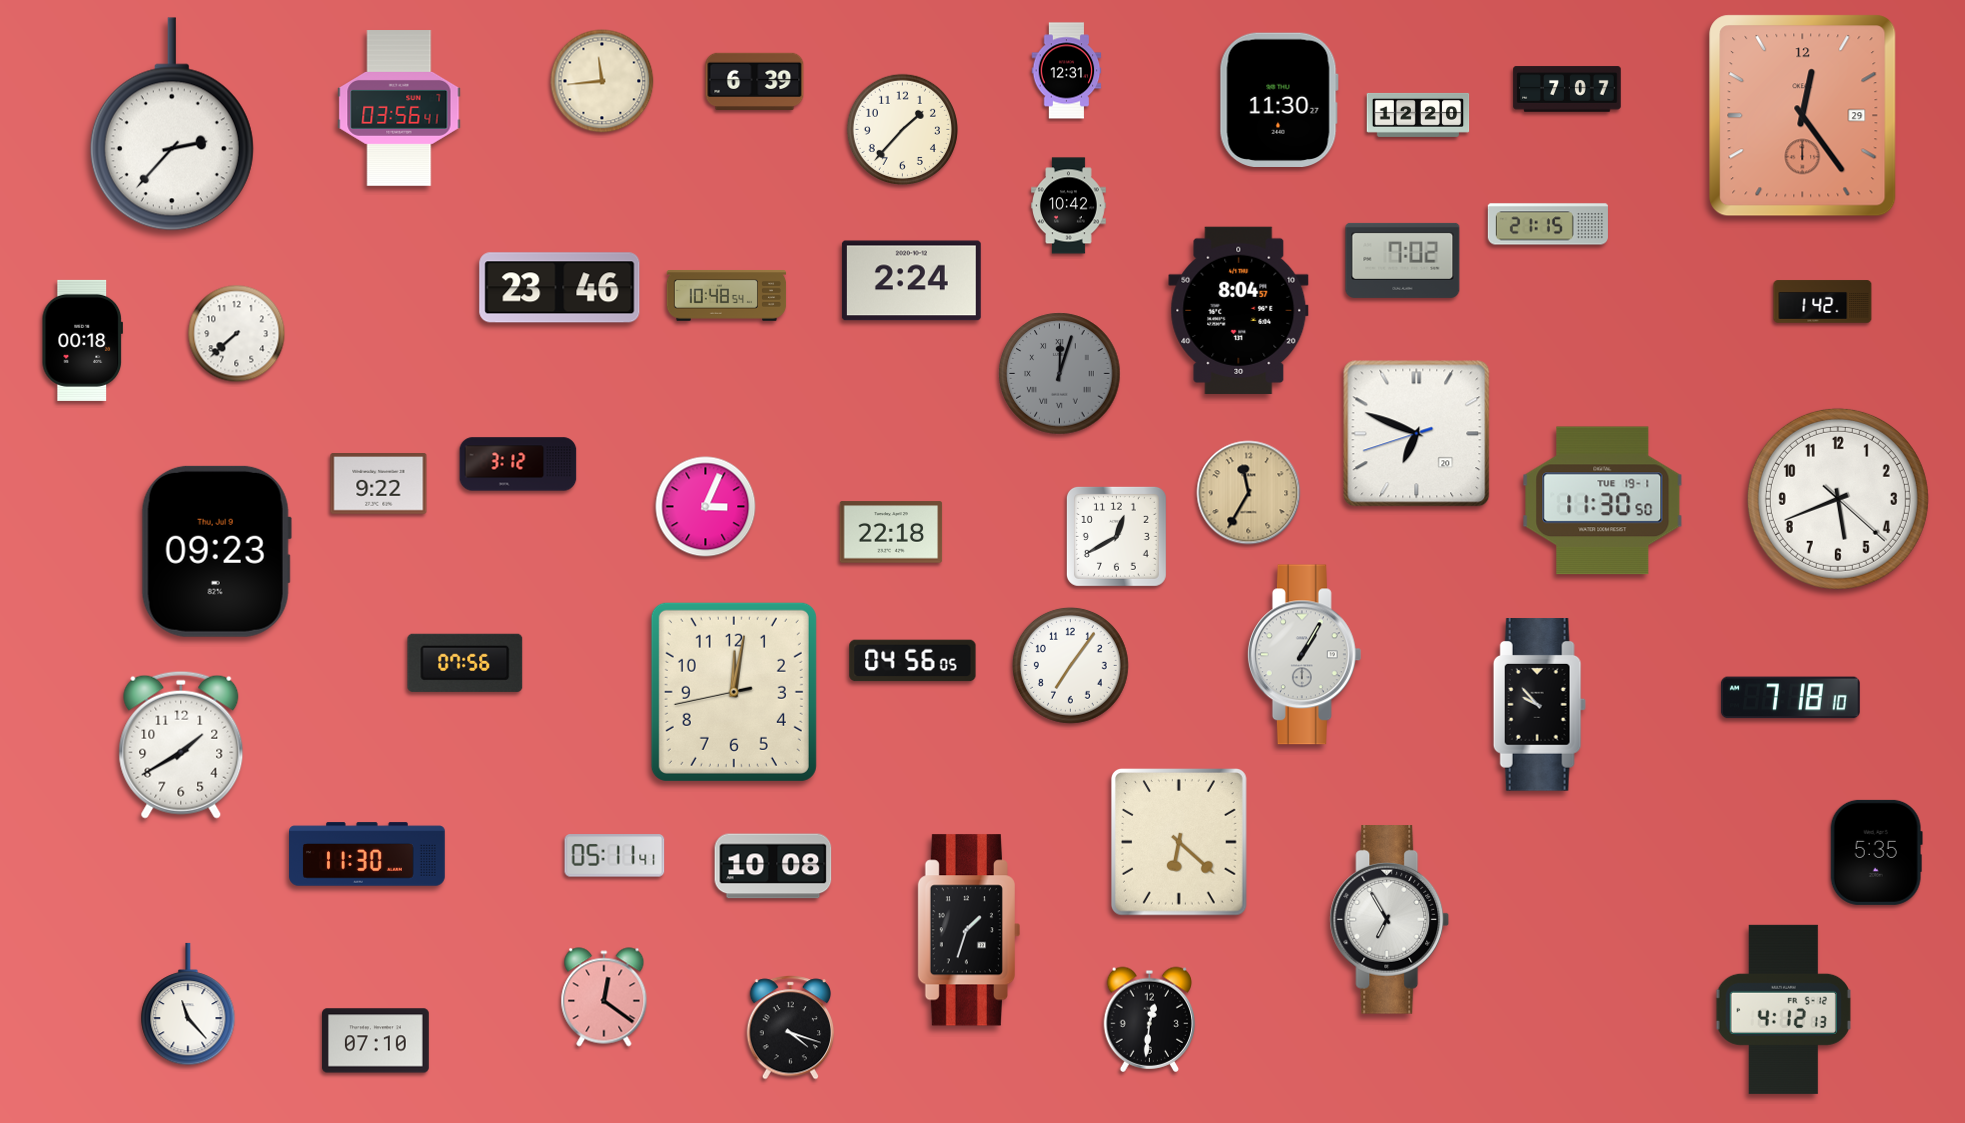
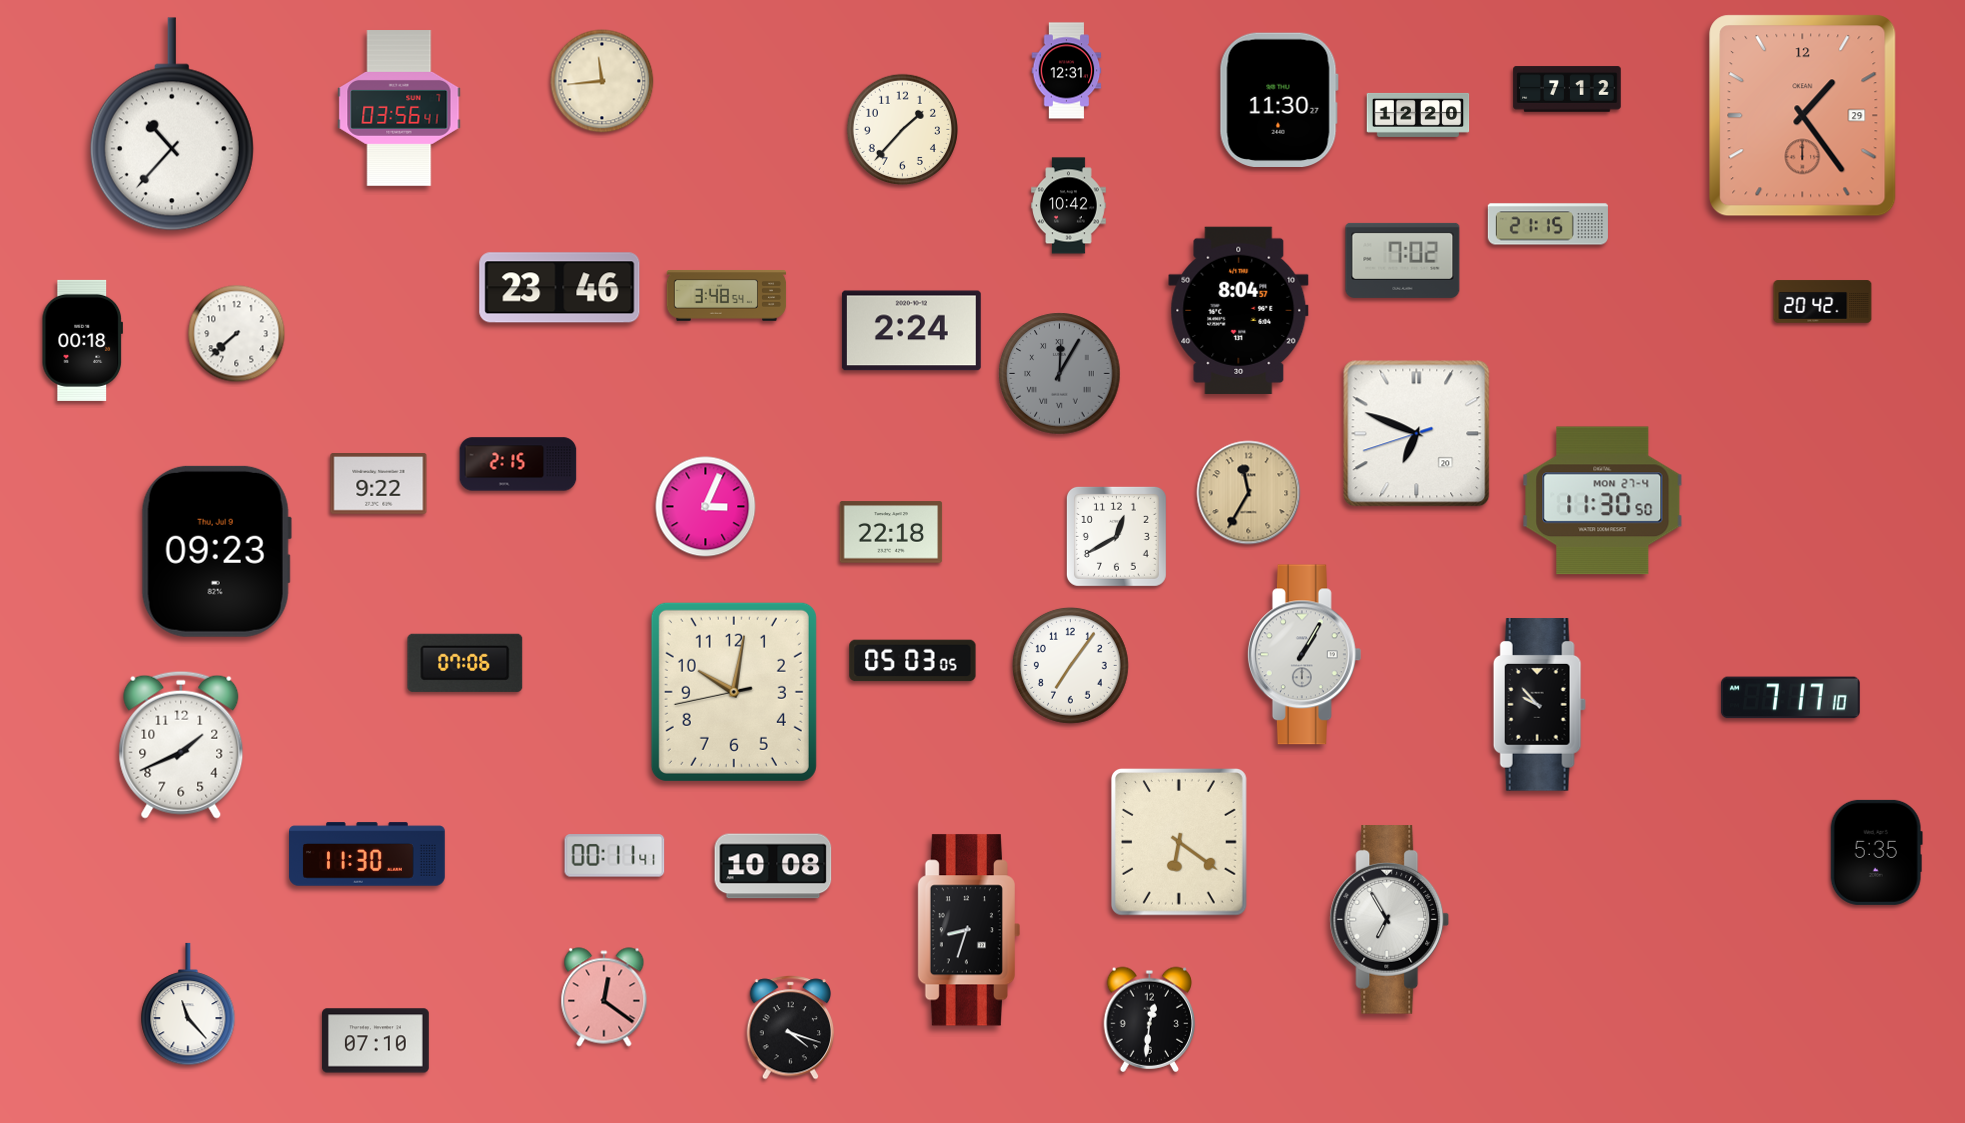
clock at (755, 81): 6:39 -> none
clock at (1567, 89): 7:07 -> 7:12
clock at (1803, 116): 12:24 -> 1:24
clock at (172, 124): 2:37 -> 10:37
clock at (911, 281) position: (911, 281) -> (911, 331)
clock at (727, 296): 10:48 -> 3:48
clock at (1823, 302): 1:42 -> 20:42
clock at (1060, 374): 12:03 -> 12:05
clock at (518, 464): 3:12 -> 2:15
clock at (1838, 499): 5:41 -> none
clock at (1603, 501) date: TUE 19-1 -> MON 27-4
clock at (913, 661): 04:56 -> 05:03
clock at (465, 663): 07:56 -> 07:06
clock at (734, 692): 12:01 -> 10:01
clock at (1790, 698): 7:18 -> 7:17
clock at (181, 745): 1:40 -> 1:41
clock at (1179, 843): 6:22 -> 6:21
clock at (615, 856): 05:11 -> 00:11
clock at (969, 930): 1:33 -> 8:33
clock at (1783, 1009): 4:12 -> none
